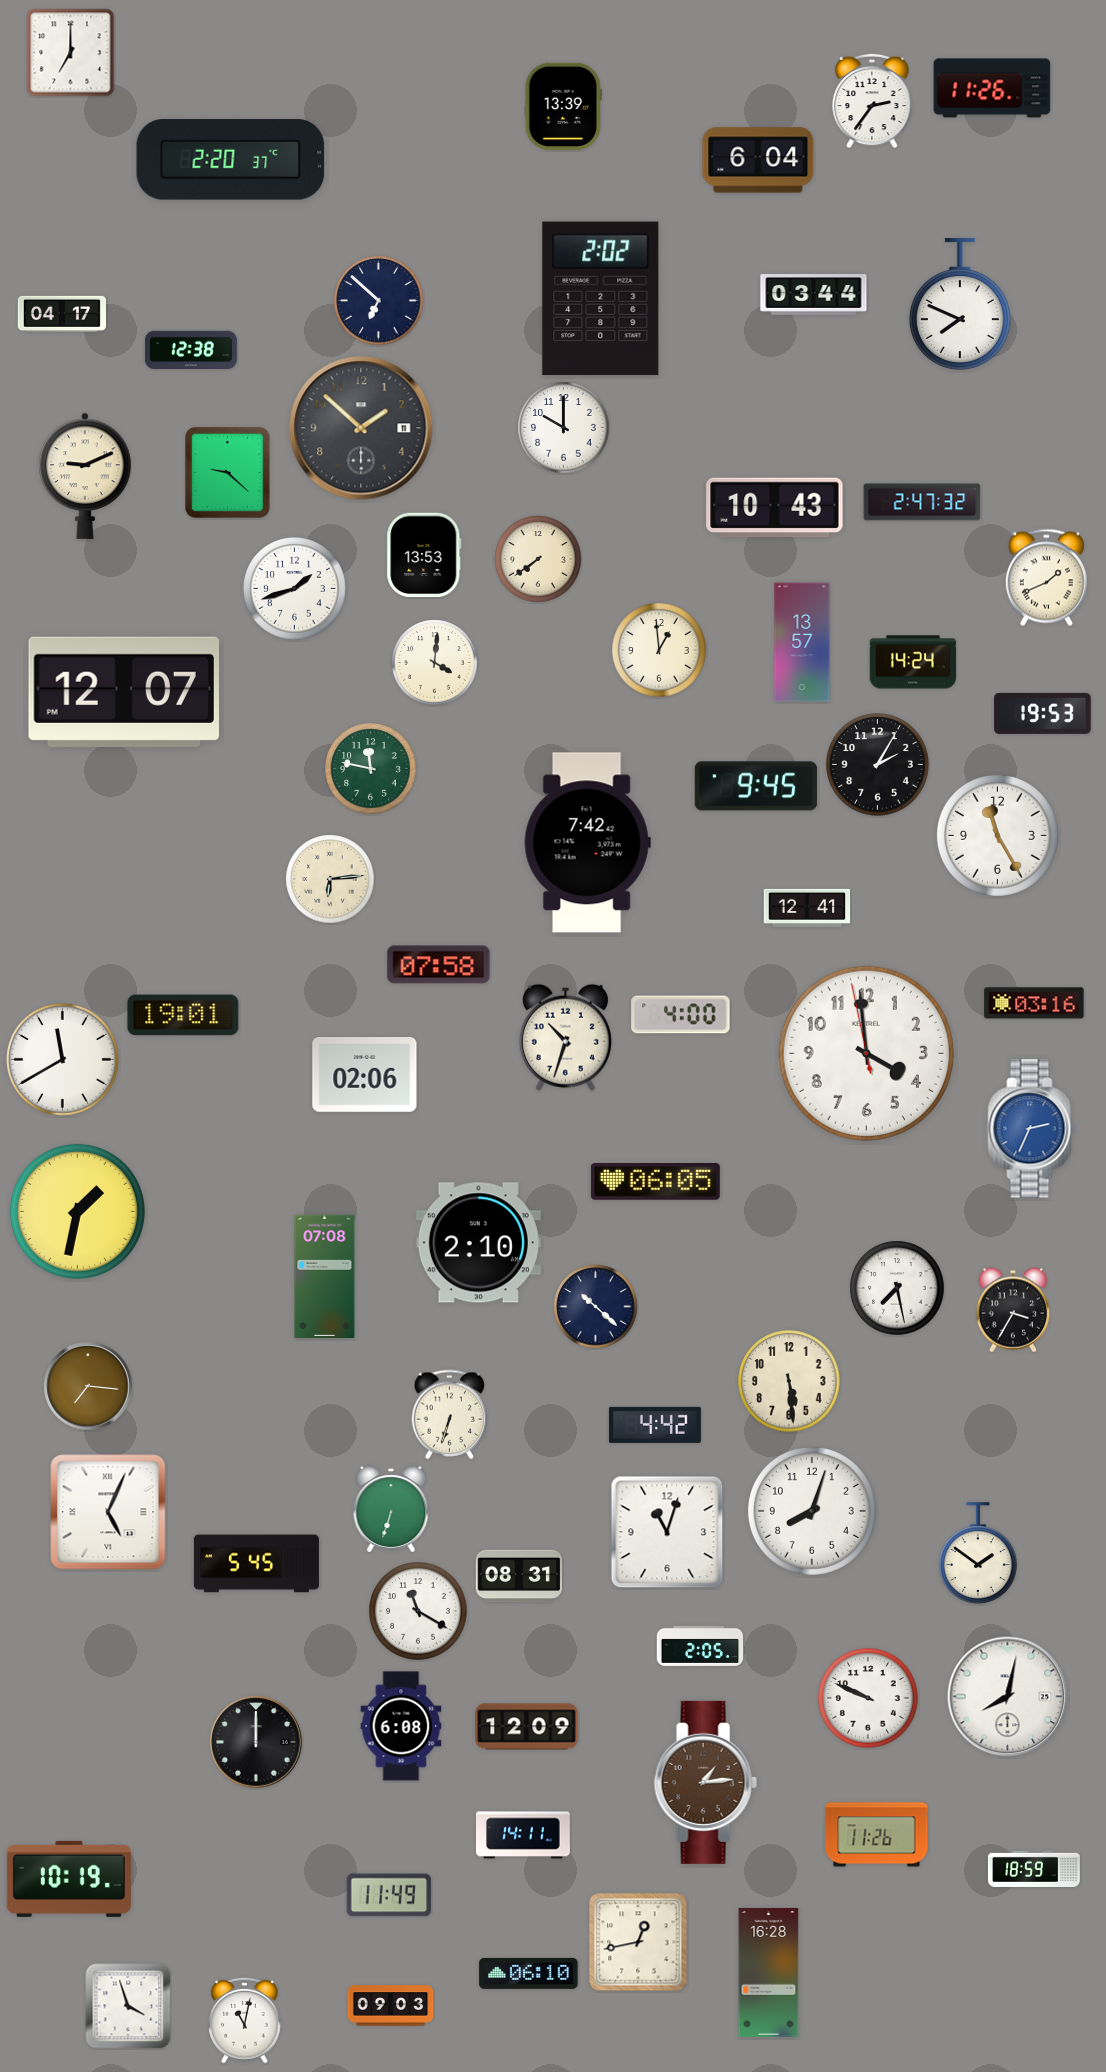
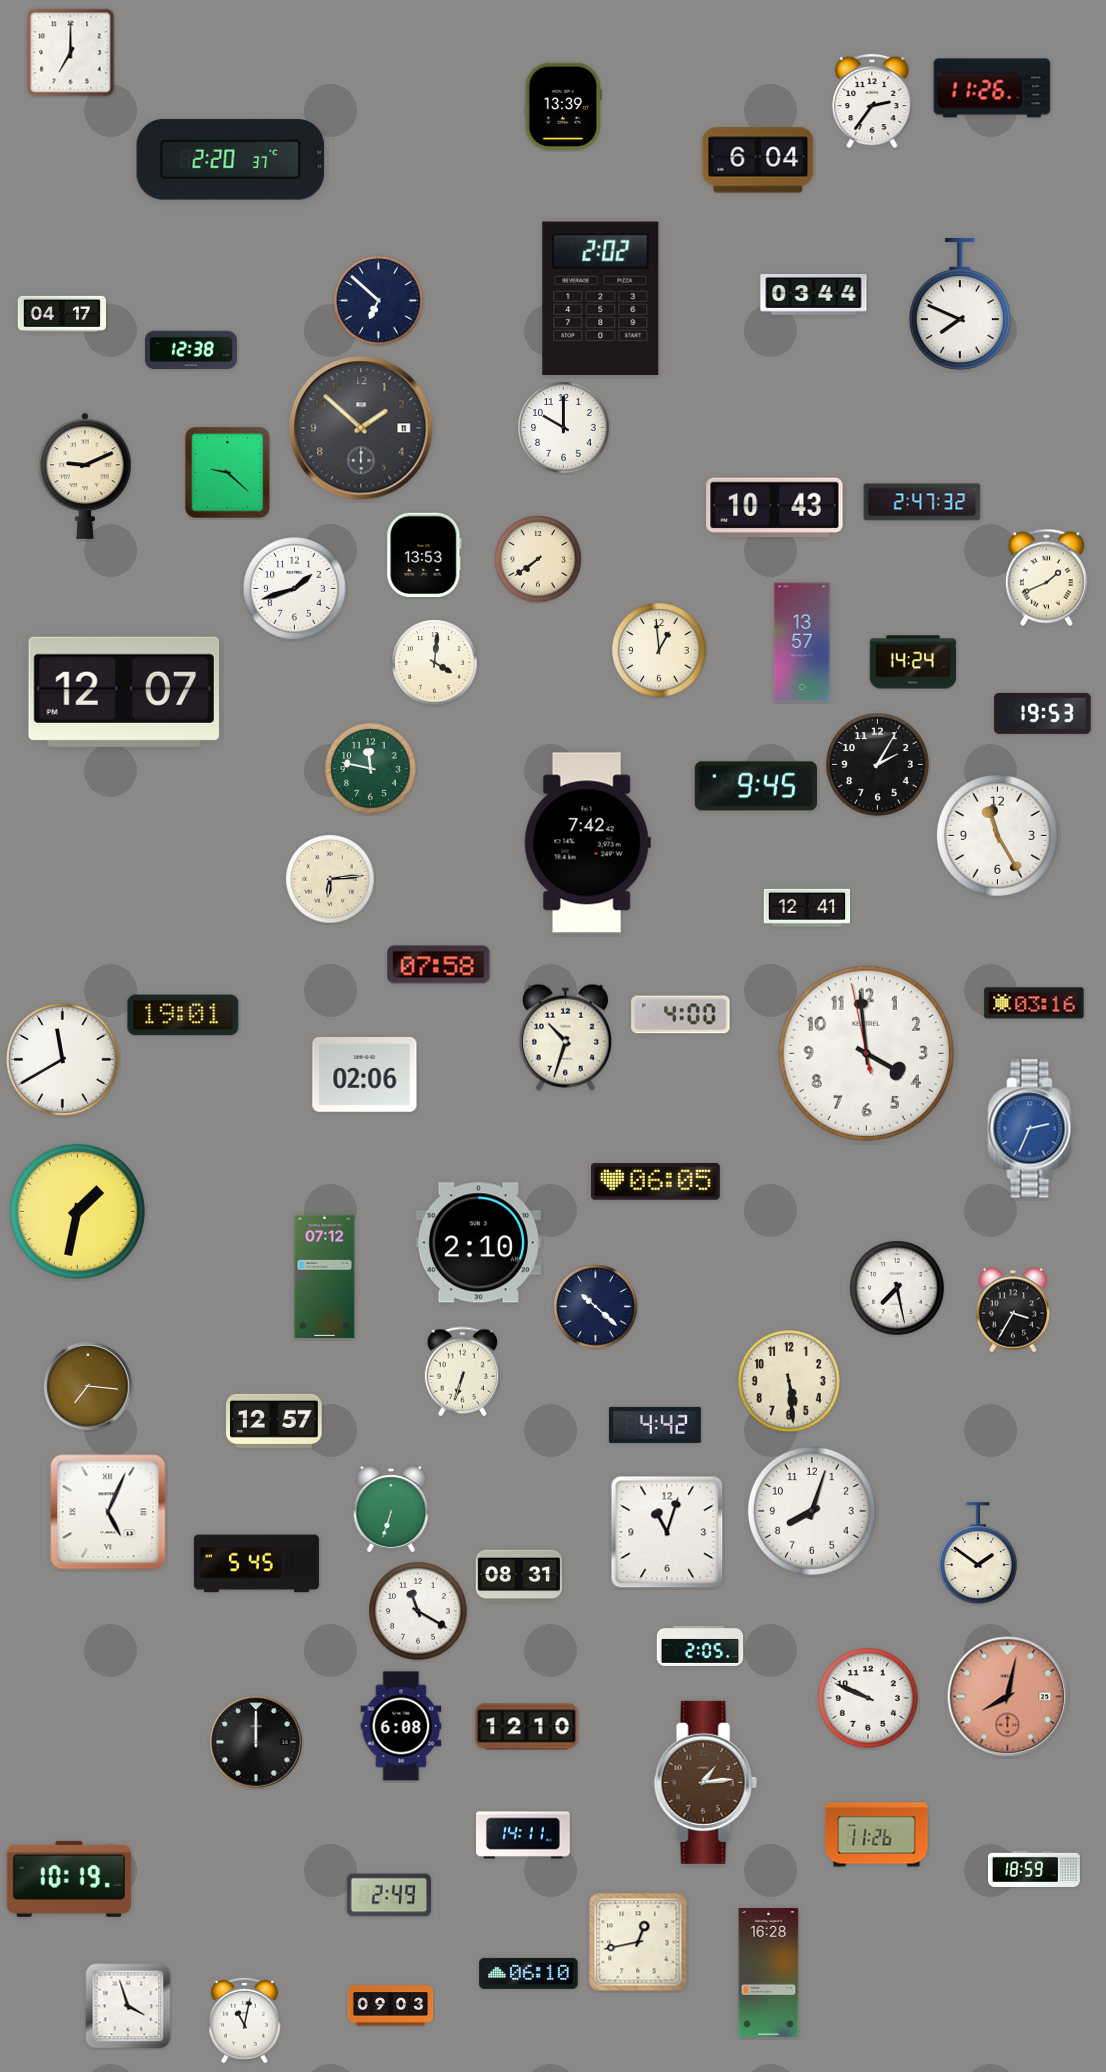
clock at (325, 1276): 07:08 -> 07:12
clock at (450, 1415) position: (450, 1415) -> (463, 1372)
clock at (274, 1421): none -> 12:57
clock at (1008, 1697) dial: white -> salmon
clock at (527, 1727): 12:09 -> 12:10
clock at (389, 1895): 11:49 -> 2:49
